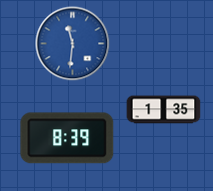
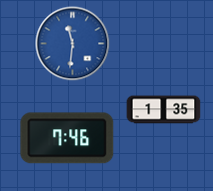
clock at (67, 138): 8:39 -> 7:46
